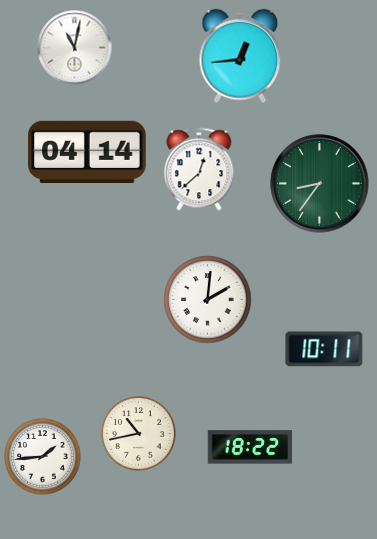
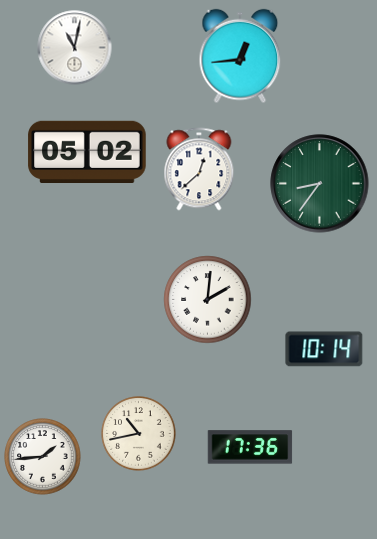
clock at (87, 151): 04:14 -> 05:02
clock at (324, 349): 10:11 -> 10:14
clock at (250, 447): 18:22 -> 17:36
